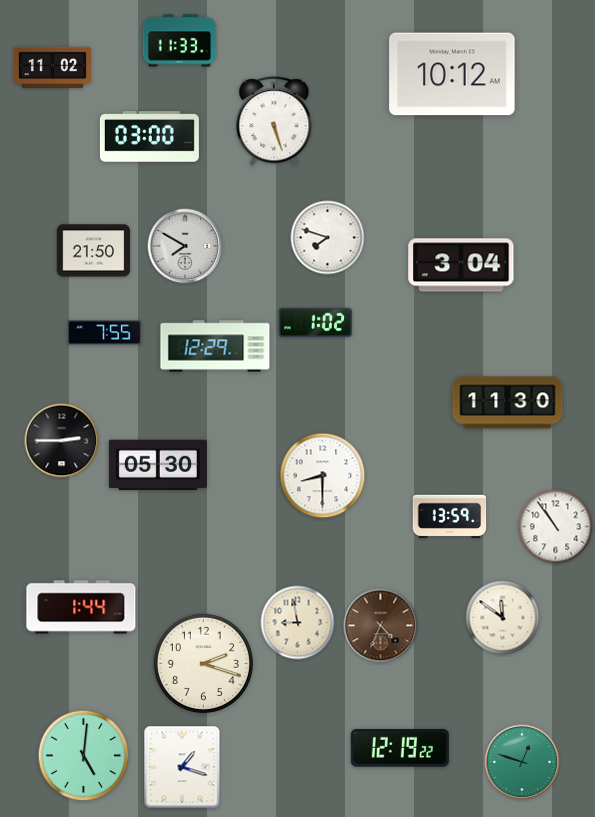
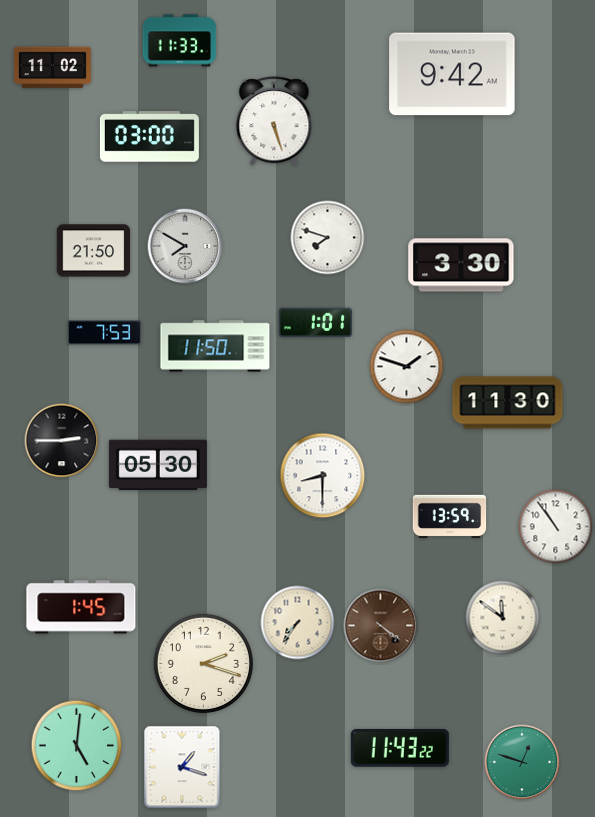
clock at (452, 74): 10:12 -> 9:42
clock at (461, 265): 3:04 -> 3:30
clock at (316, 322): 1:02 -> 1:01
clock at (105, 333): 7:55 -> 7:53
clock at (215, 346): 12:29 -> 11:50
clock at (407, 367): none -> 1:48
clock at (81, 607): 1:44 -> 1:45
clock at (298, 623): 8:58 -> 7:36
clock at (381, 626): 4:34 -> 4:21
clock at (400, 748): 12:19 -> 11:43
clock at (84, 756) position: (84, 756) -> (77, 746)
